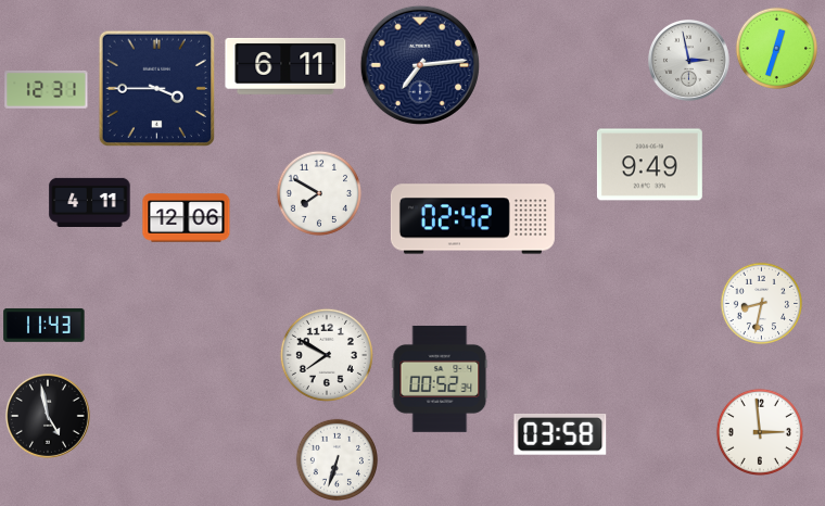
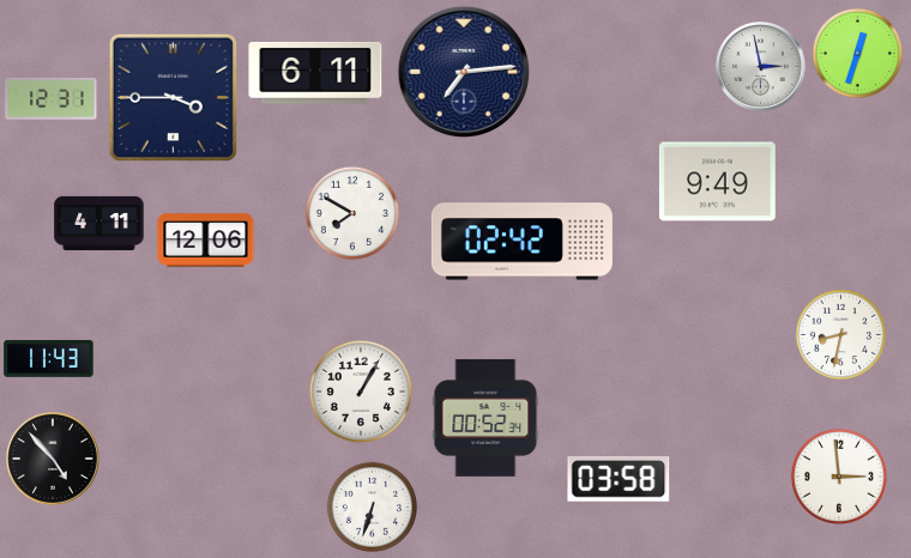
clock at (327, 355): 7:50 -> 1:05
clock at (48, 416): 4:58 -> 4:53
